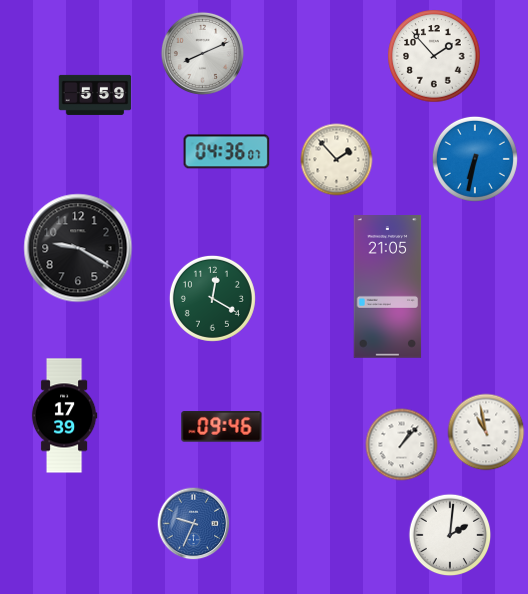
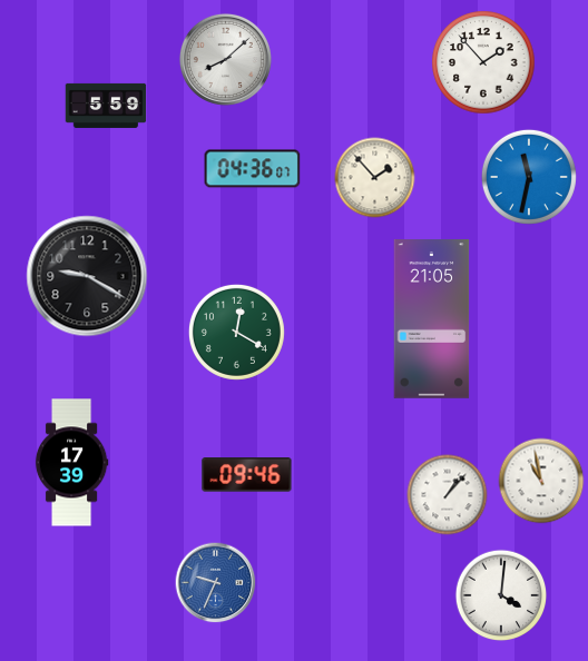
clock at (202, 53): 8:11 -> 8:08
clock at (475, 159): 6:32 -> 11:32
clock at (450, 535): 2:01 -> 4:01
